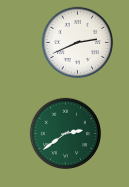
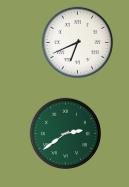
clock at (78, 43): 2:41 -> 6:41
